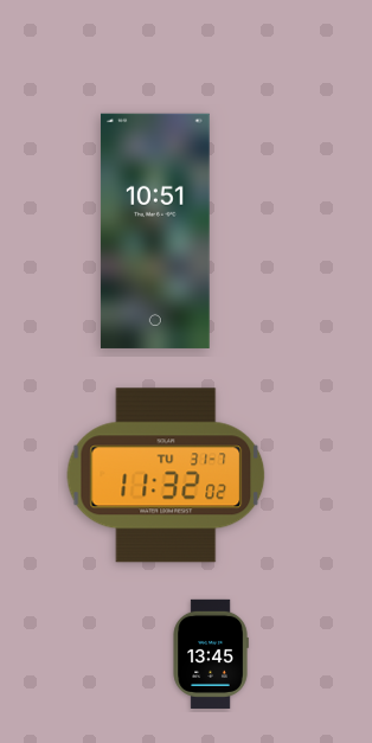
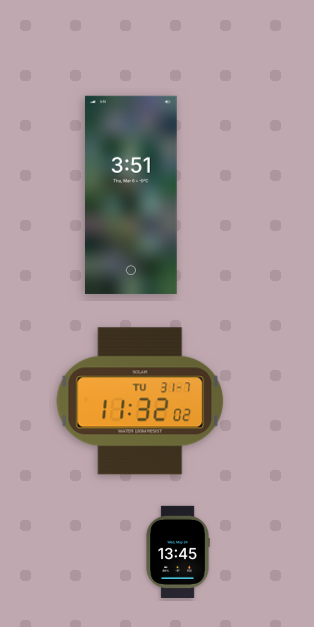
clock at (155, 231): 10:51 -> 3:51
